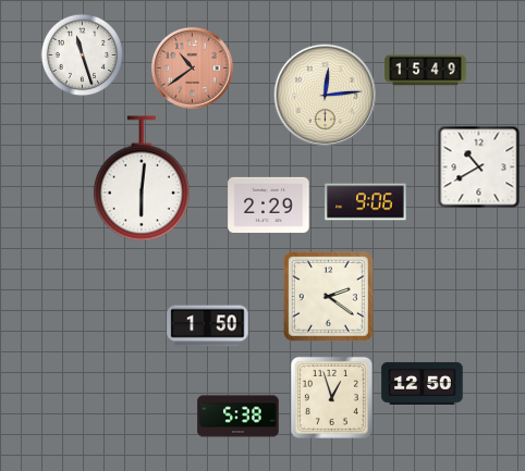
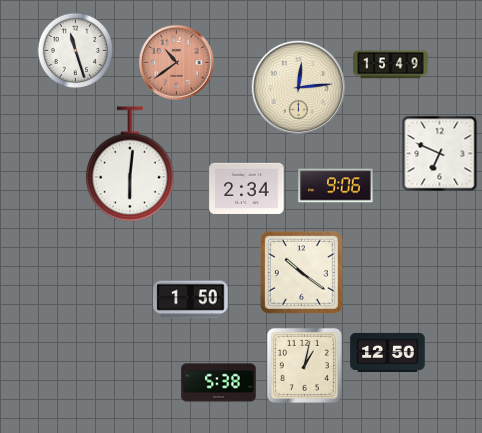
clock at (479, 168): 10:40 -> 6:49
clock at (269, 204): 2:29 -> 2:34
clock at (328, 296): 2:21 -> 10:21
clock at (331, 397): 12:57 -> 1:02
